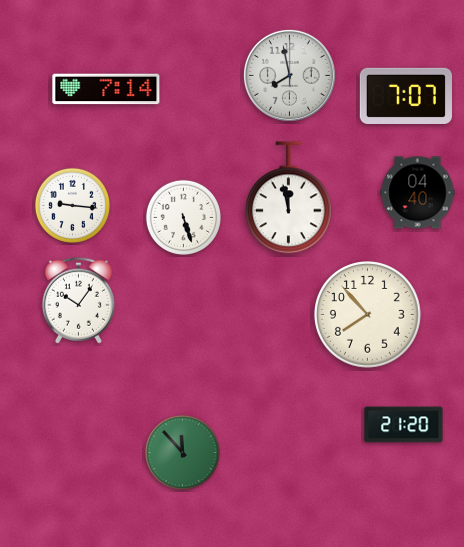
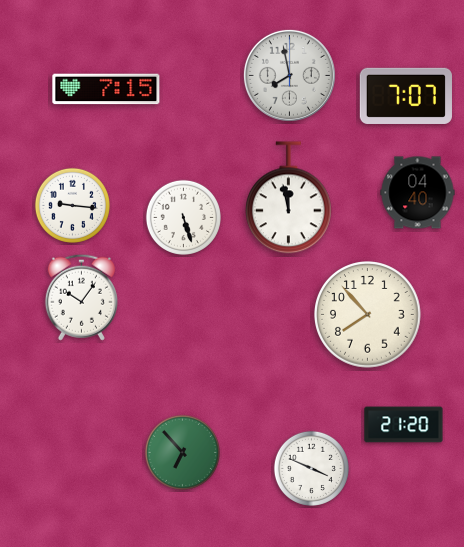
clock at (106, 89): 7:14 -> 7:15
clock at (78, 300) position: (78, 300) -> (81, 297)
clock at (182, 452): 11:53 -> 6:53
clock at (311, 468): none -> 3:49
